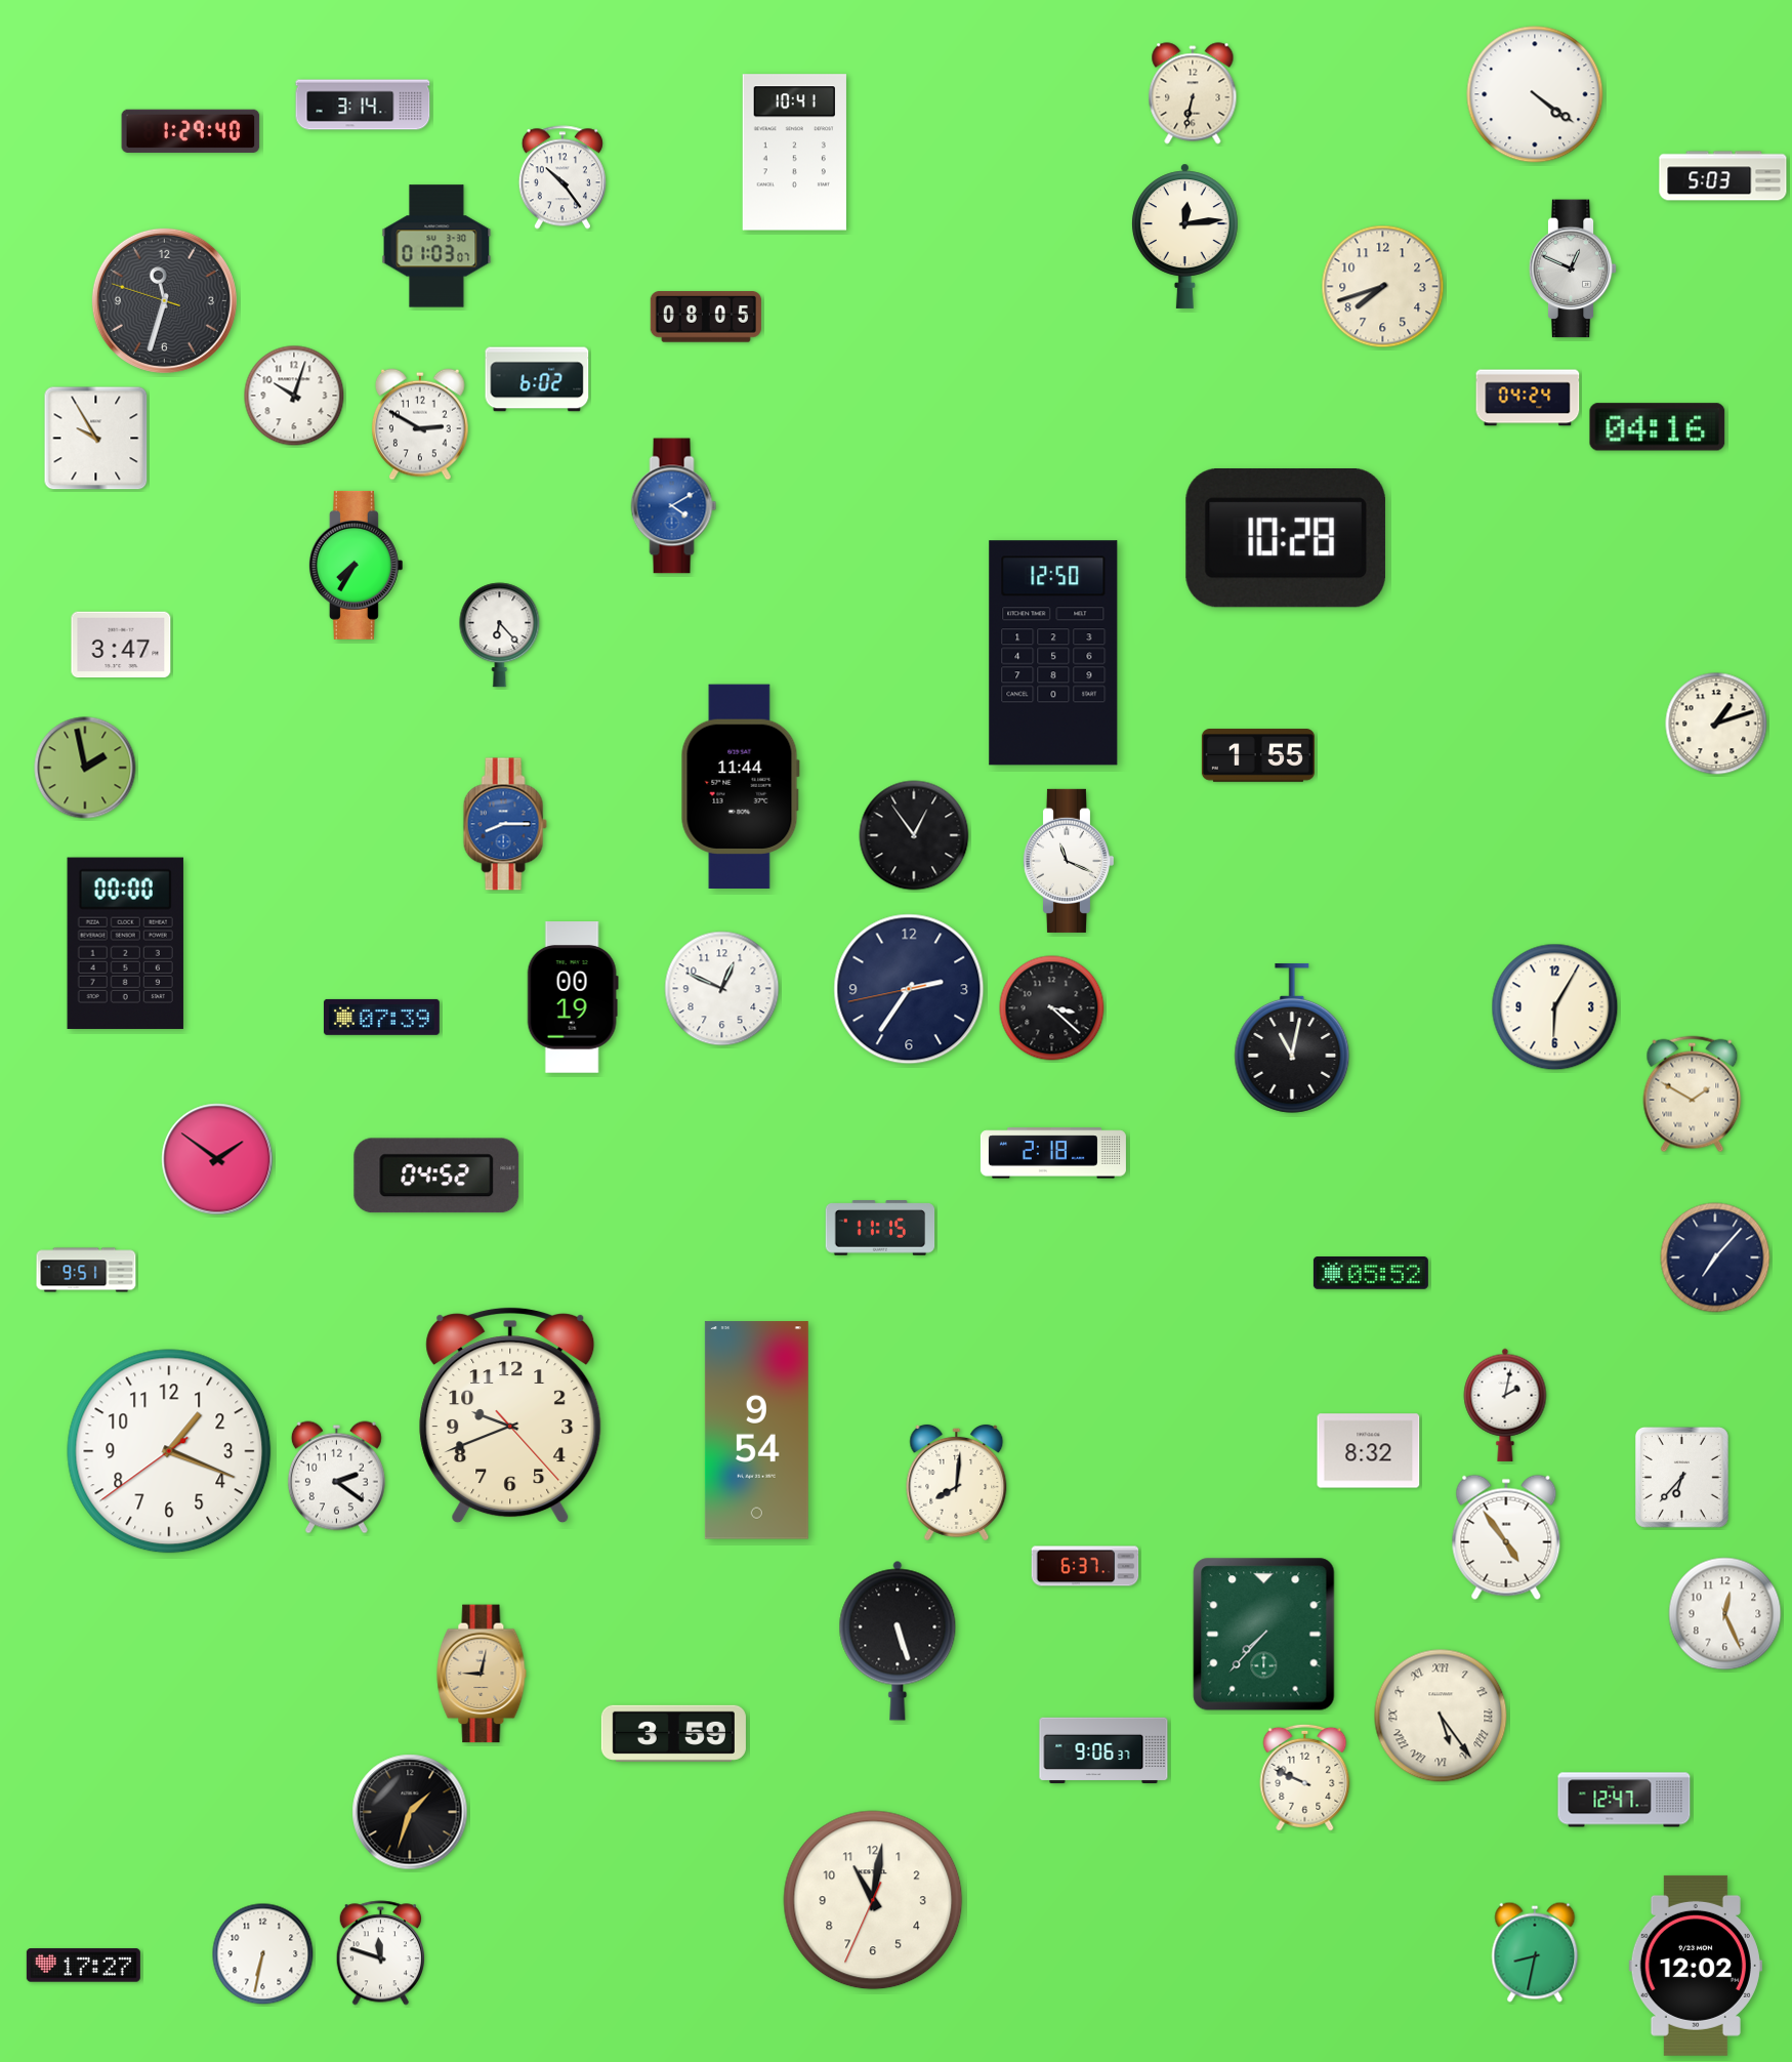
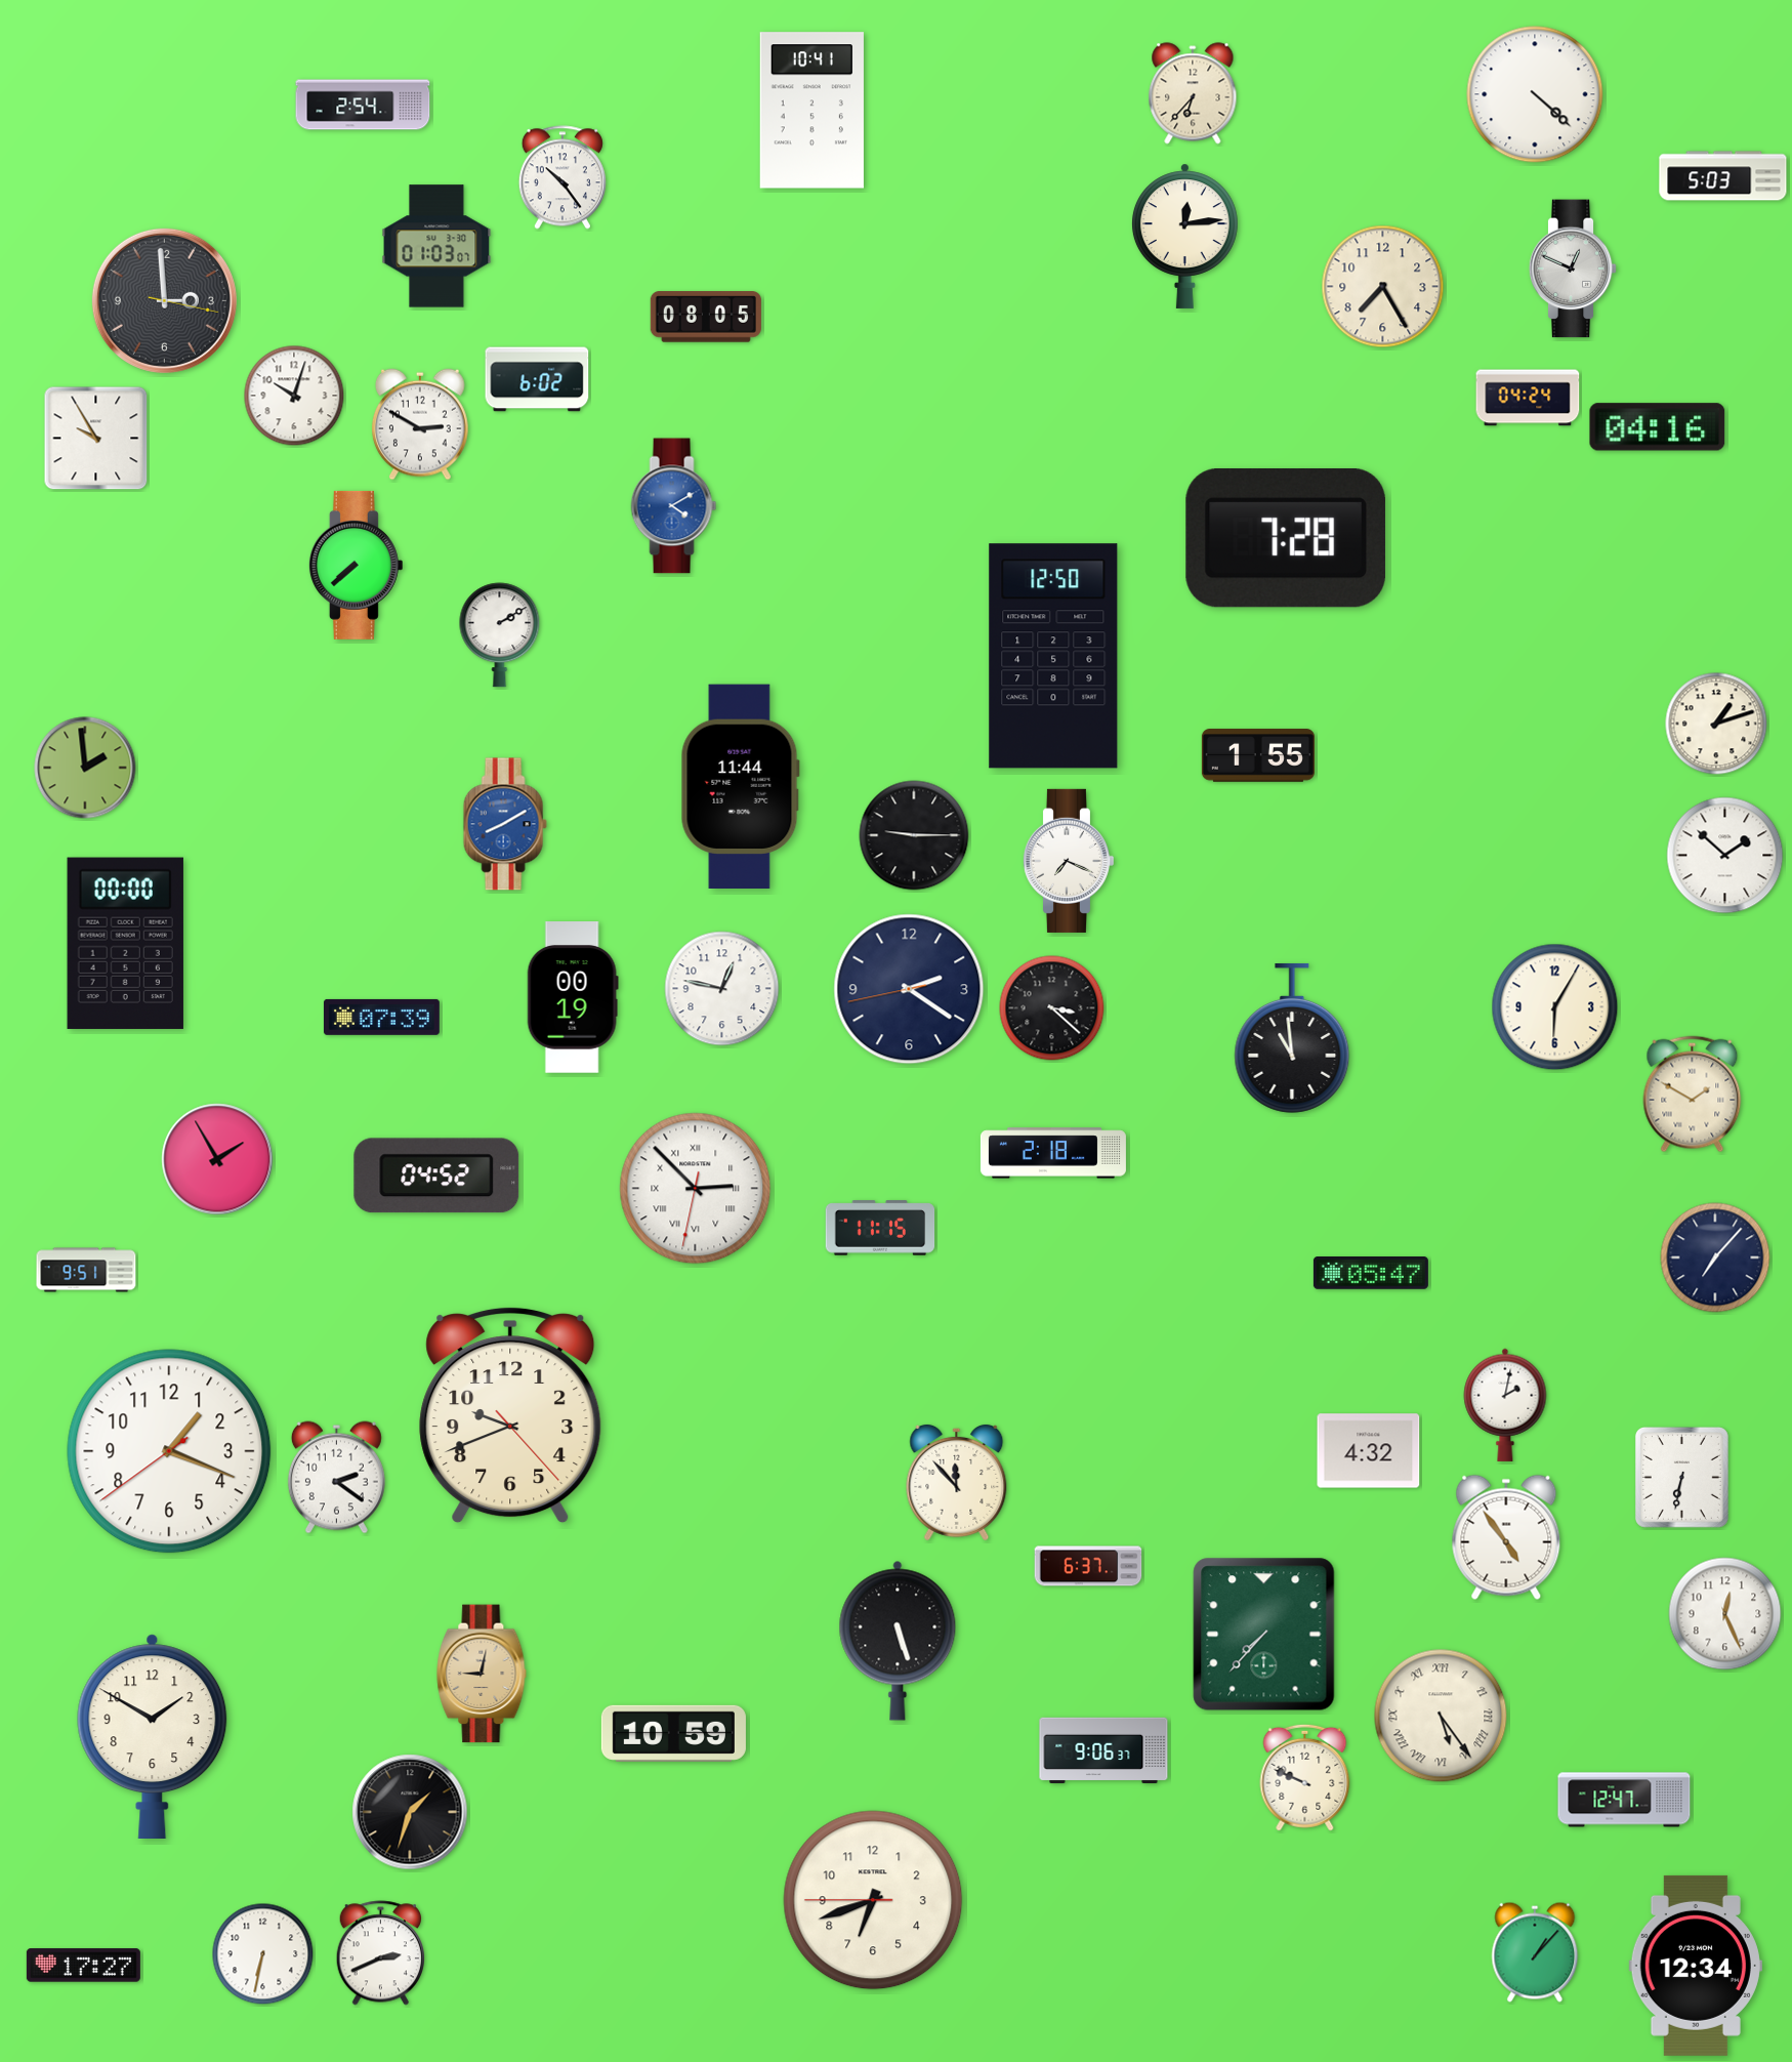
clock at (1193, 93): 6:32 -> 6:37
clock at (1535, 94): 4:21 -> 4:22
clock at (363, 105): 3:14 -> 2:54
clock at (191, 131): 1:29 -> none
clock at (794, 153) position: (794, 153) -> (811, 111)
clock at (1383, 287): 7:42 -> 7:25
clock at (164, 300): 11:32 -> 2:59
clock at (1286, 539): 10:28 -> 7:28
clock at (356, 565): 7:35 -> 7:38
clock at (500, 635): 6:23 -> 2:10
clock at (121, 645): 3:47 -> none
clock at (1053, 653) position: (1053, 653) -> (1053, 656)
clock at (85, 768): 1:58 -> 1:59
clock at (505, 824): 8:15 -> 8:10
clock at (914, 835): 12:54 -> 9:15
clock at (1725, 856): none -> 1:52
clock at (1068, 861): 11:19 -> 7:19
clock at (722, 989): 12:49 -> 12:47
clock at (909, 989): 2:35 -> 2:20
clock at (1292, 1038): 11:02 -> 10:59
clock at (217, 1159): 1:51 -> 1:55
clock at (696, 1189): none -> 2:52
clock at (1371, 1273): 05:52 -> 05:47
clock at (756, 1431): 9:54 -> none
clock at (1369, 1451): 8:32 -> 4:32
clock at (1681, 1478): 6:37 -> 6:32
clock at (957, 1482): 8:01 -> 11:53
clock at (1085, 1566) position: (1085, 1566) -> (1088, 1566)
clock at (673, 1733): 3:59 -> 10:59
clock at (153, 1736): none -> 1:50
clock at (873, 1900): 11:01 -> 6:41
clock at (1535, 1952): 8:32 -> 1:07
clock at (380, 1953): 11:48 -> 2:41
clock at (1696, 1966): 12:02 -> 12:34
